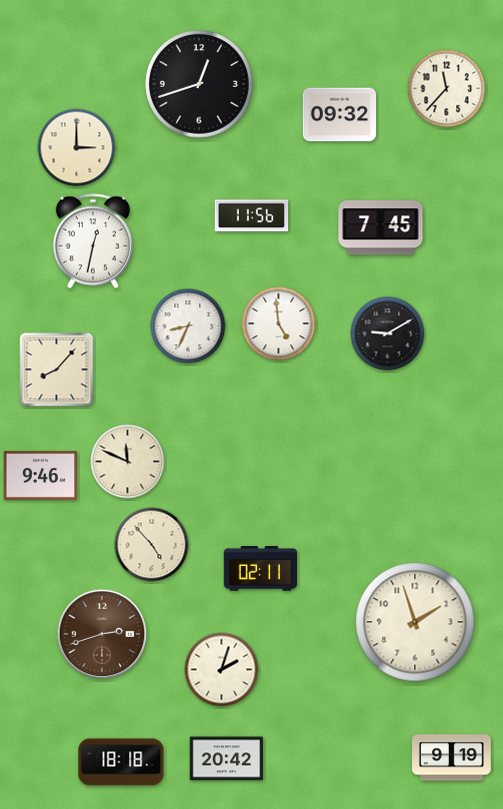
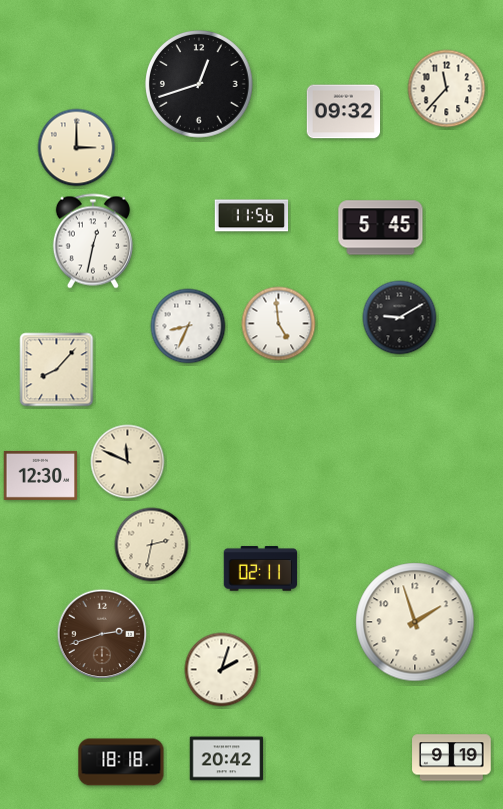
clock at (340, 115) position: (340, 115) -> (344, 112)
clock at (381, 228): 7:45 -> 5:45
clock at (388, 334) position: (388, 334) -> (400, 318)
clock at (41, 475): 9:46 -> 12:30
clock at (152, 545): 4:53 -> 2:32
